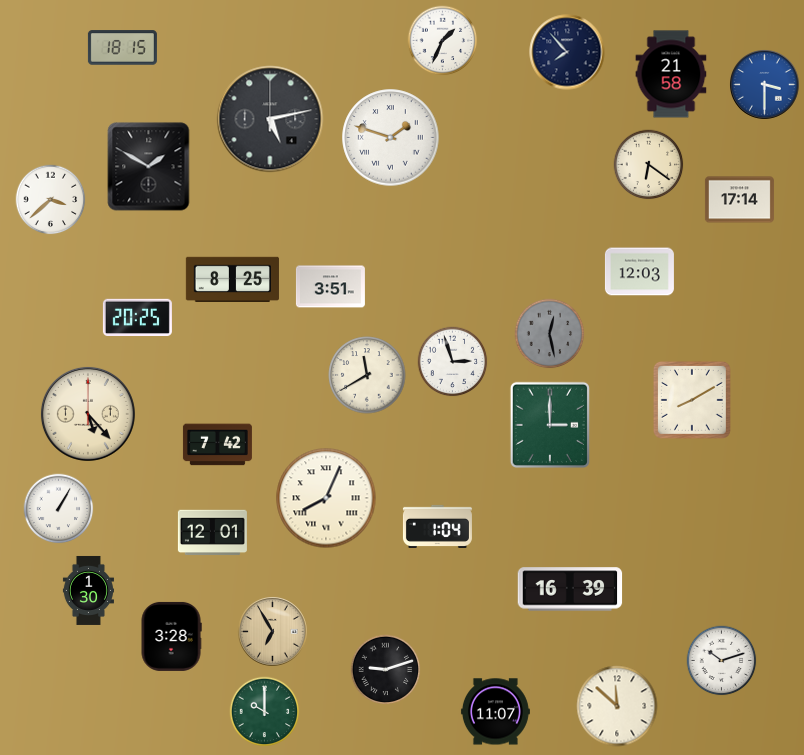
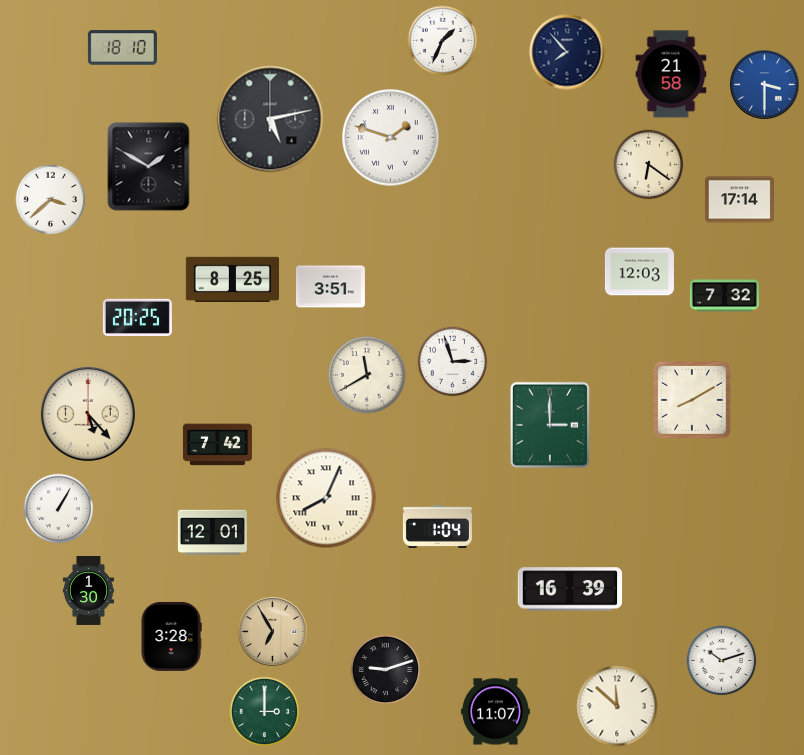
clock at (122, 48): 18:15 -> 18:10
clock at (724, 296): none -> 7:32
clock at (550, 334): 12:28 -> none
clock at (265, 712): 10:00 -> 3:00
